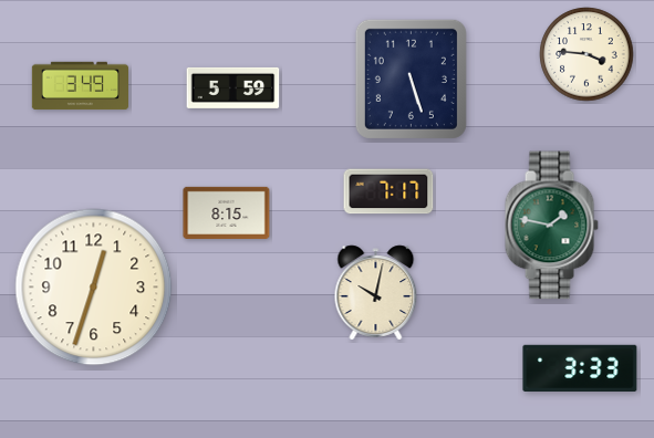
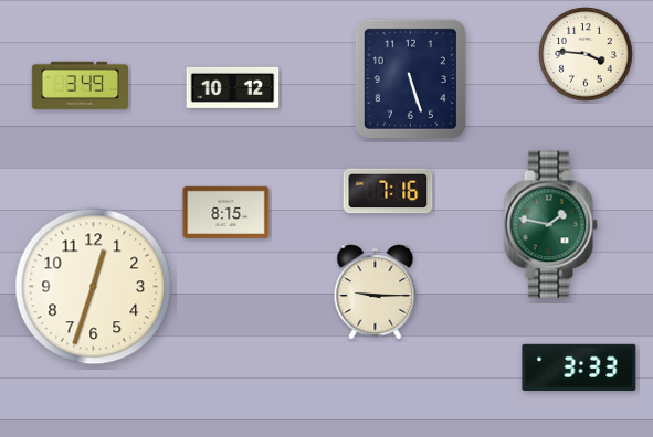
clock at (233, 87): 5:59 -> 10:12
clock at (388, 191): 7:17 -> 7:16
clock at (376, 293): 10:02 -> 9:15
